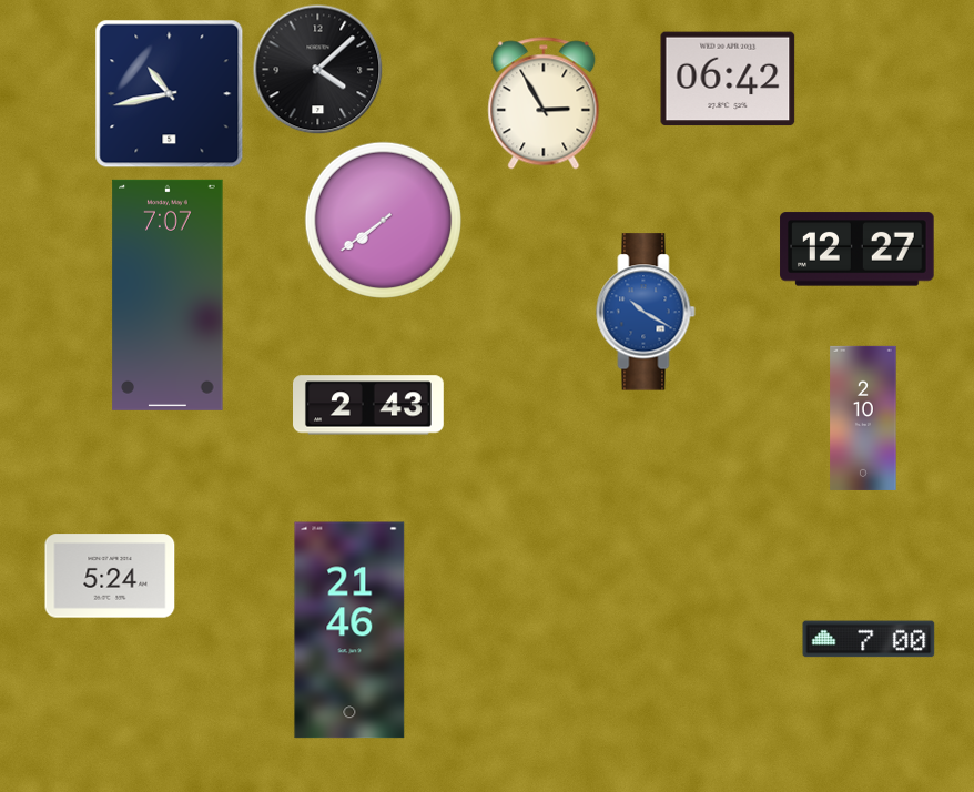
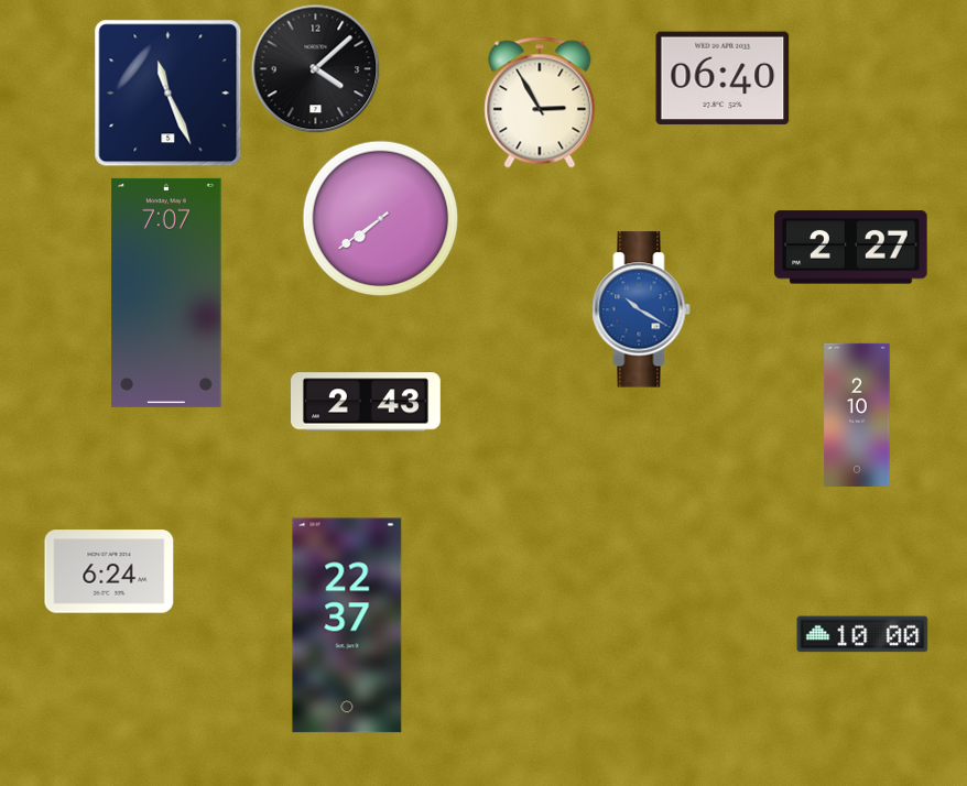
clock at (728, 79): 06:42 -> 06:40
clock at (170, 94): 10:43 -> 11:26
clock at (858, 250): 12:27 -> 2:27
clock at (110, 576): 5:24 -> 6:24
clock at (349, 630): 21:46 -> 22:37
clock at (869, 639): 7:00 -> 10:00
